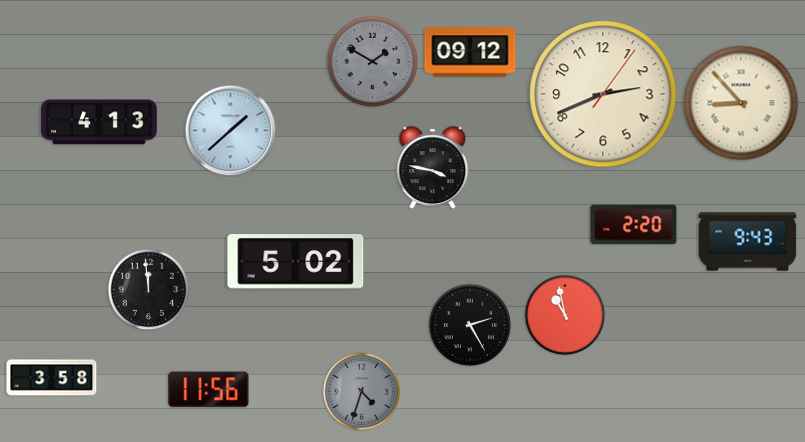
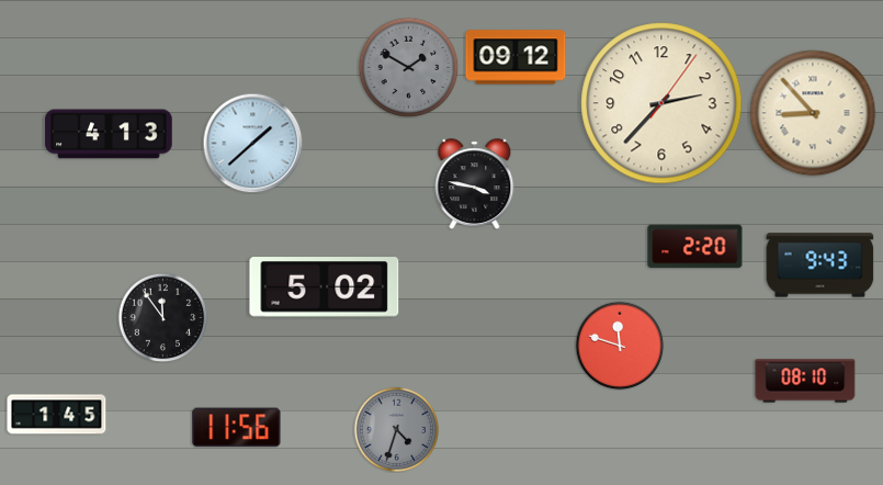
clock at (603, 94): 2:41 -> 2:37
clock at (148, 289): 11:59 -> 11:54
clock at (565, 315): 10:58 -> 11:48
clock at (470, 325): 2:25 -> none
clock at (805, 381): none -> 08:10
clock at (52, 378): 3:58 -> 1:45
clock at (209, 390) position: (209, 390) -> (237, 428)
